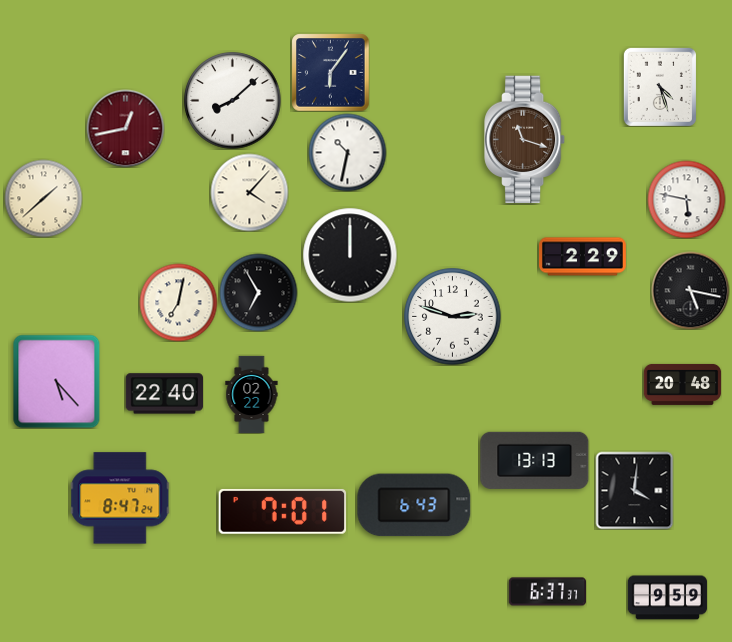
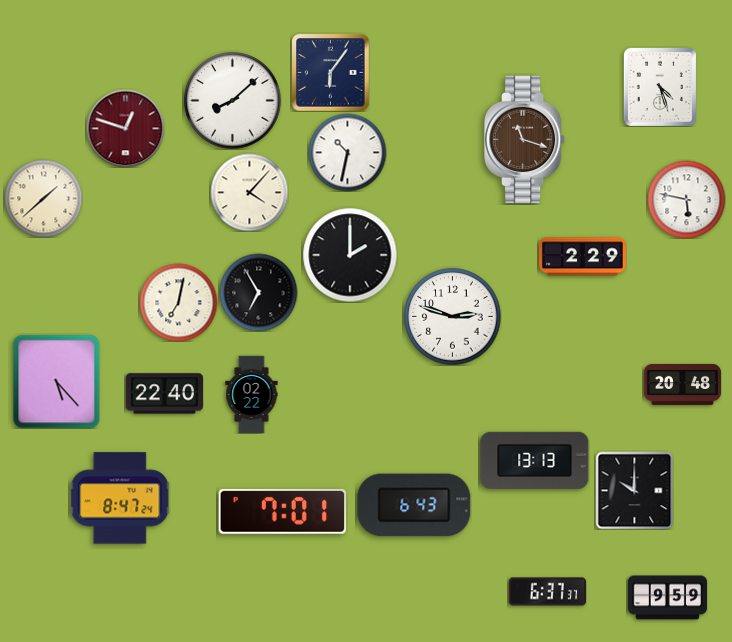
clock at (125, 128): 12:43 -> 12:48
clock at (350, 255): 12:00 -> 2:00
clock at (690, 290): 5:17 -> none
clock at (634, 490): 4:01 -> 10:00
